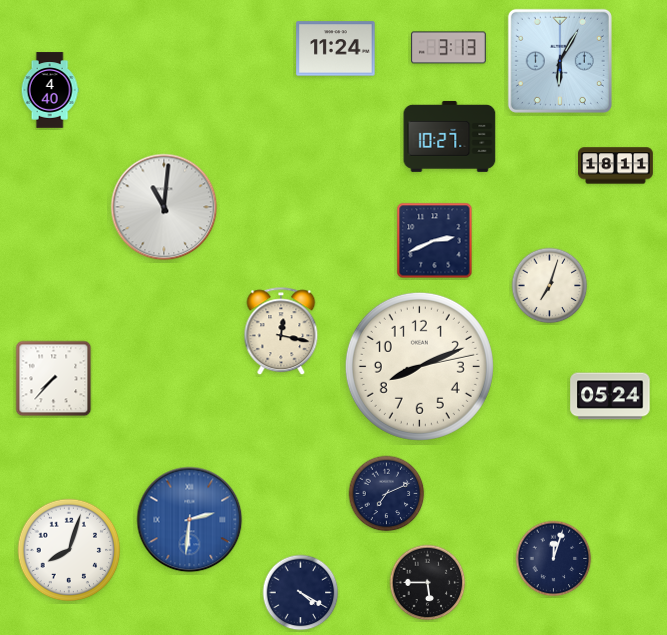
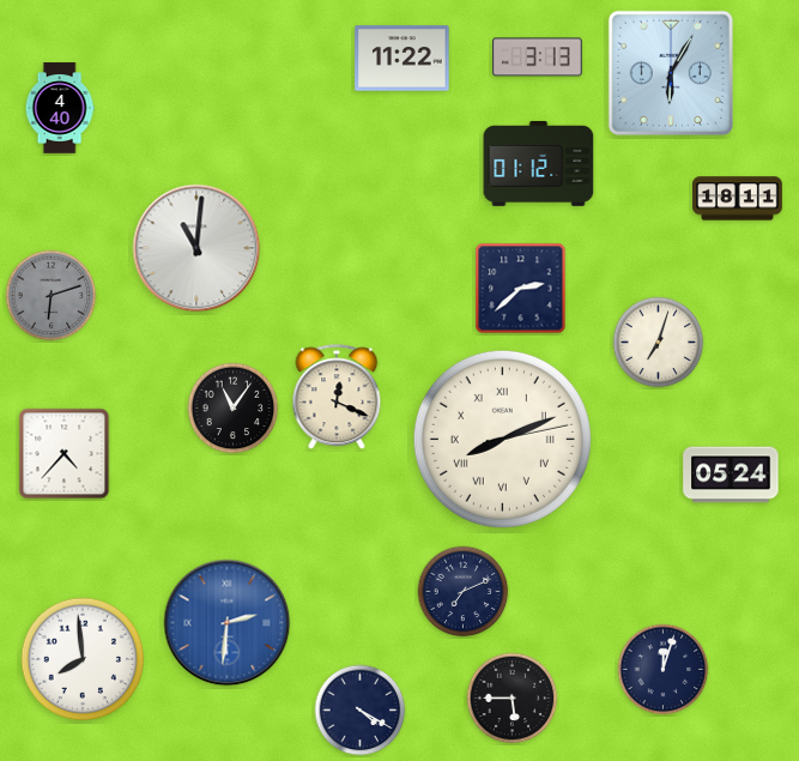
clock at (336, 49): 11:24 -> 11:22
clock at (450, 136): 10:27 -> 01:12
clock at (435, 241): 2:41 -> 2:38
clock at (52, 296): none -> 6:12
clock at (281, 332): 12:17 -> 12:19
clock at (234, 409): none -> 11:06
clock at (419, 366) numerals: Arabic -> Roman
clock at (54, 379): 7:37 -> 4:37
clock at (69, 550): 8:03 -> 7:59
